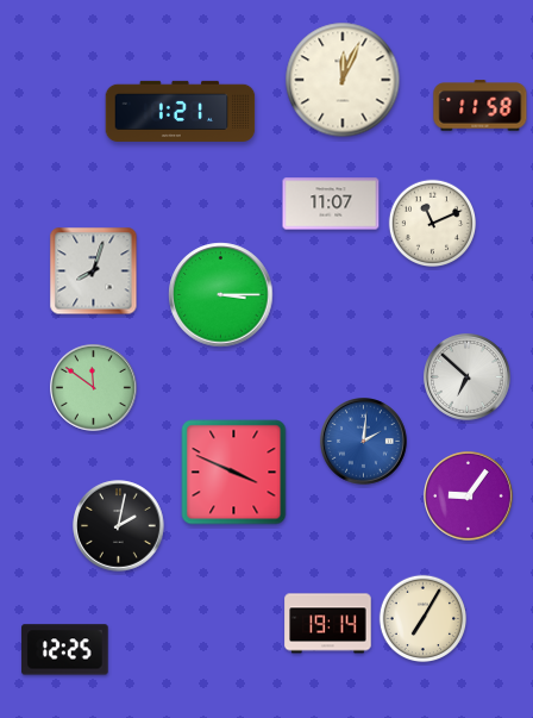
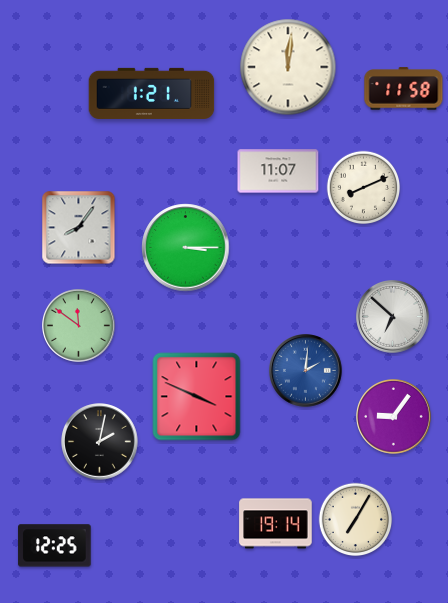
clock at (343, 80): 12:04 -> 12:01
clock at (433, 224): 11:11 -> 8:11
clock at (94, 271): 8:03 -> 8:06
